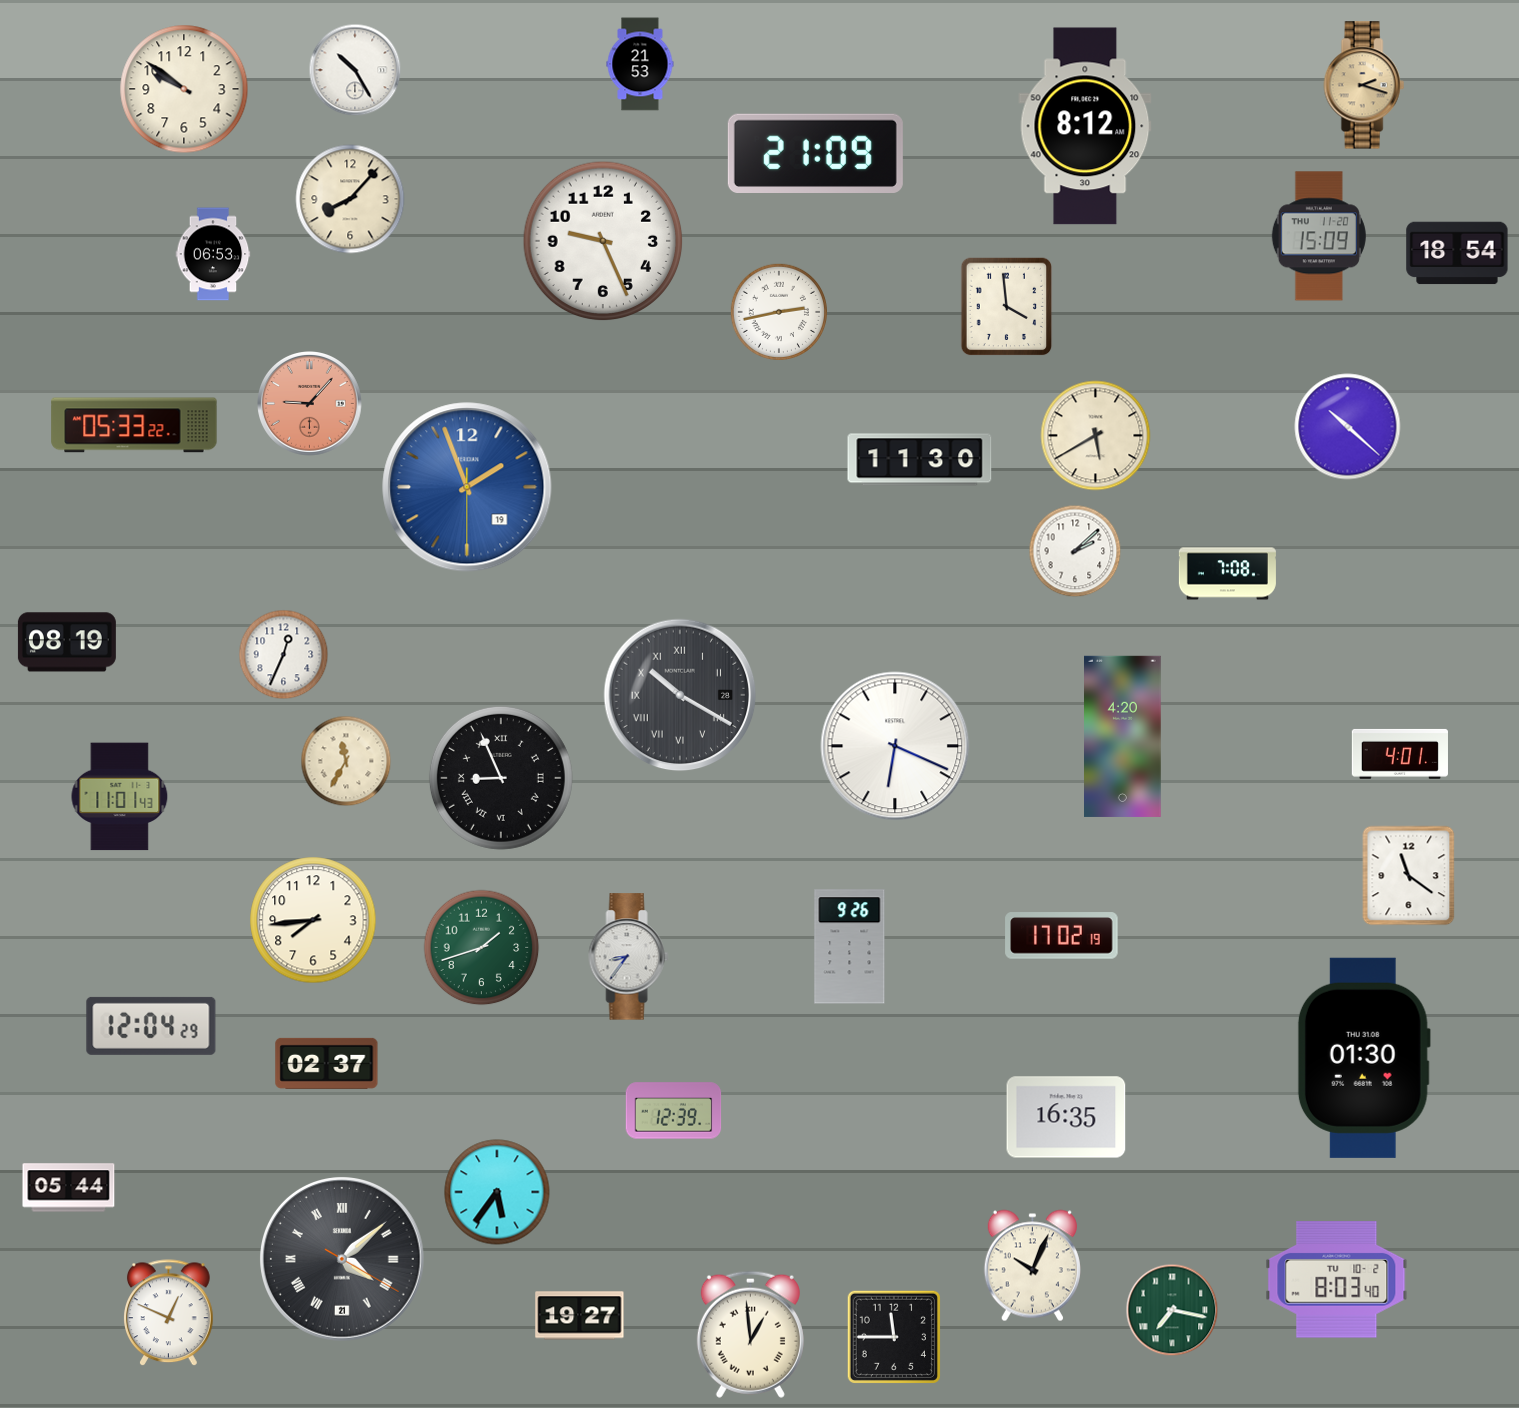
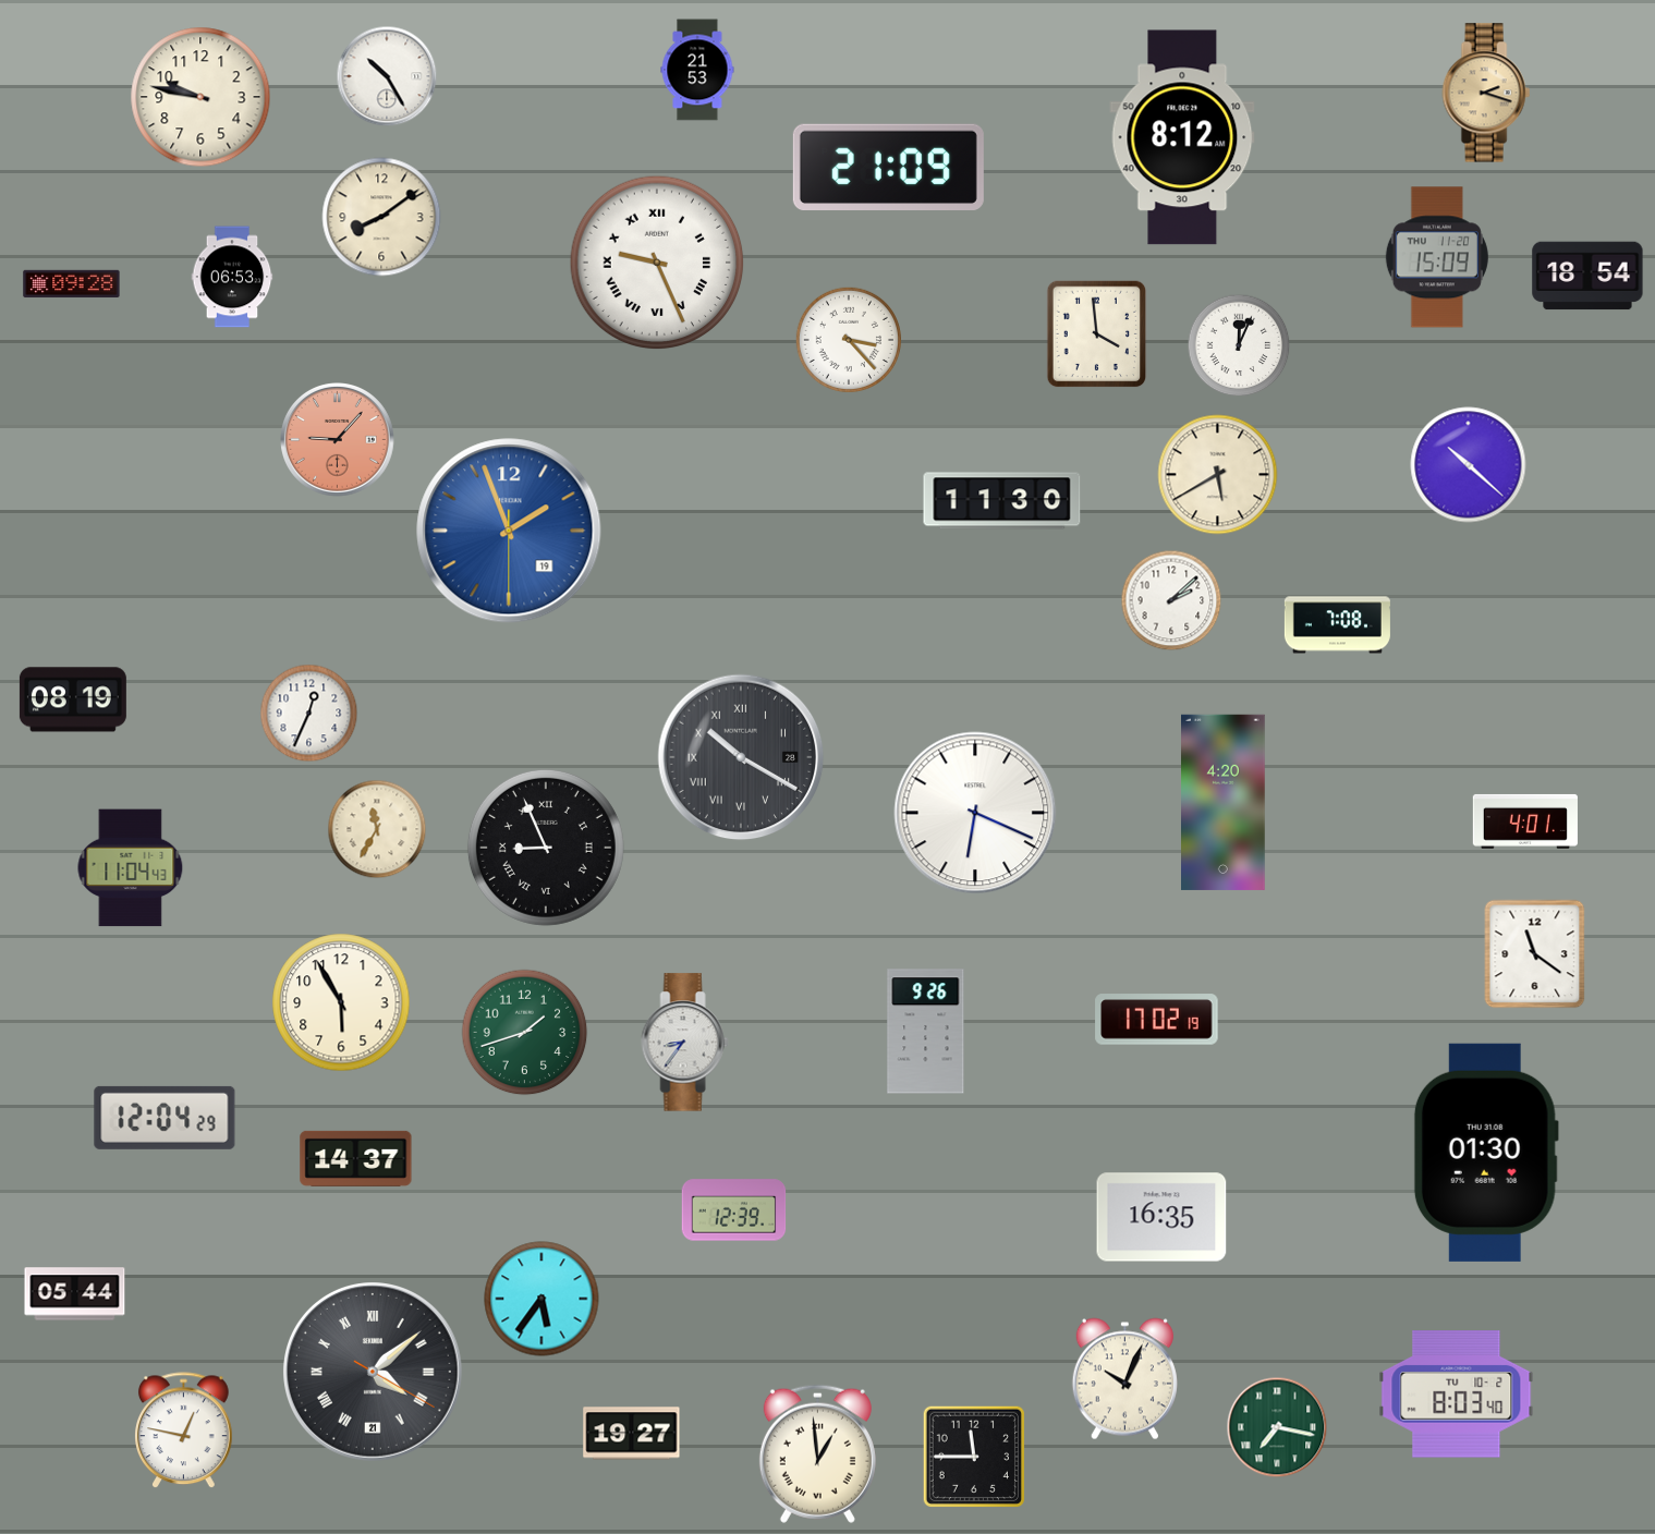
clock at (184, 89): 9:51 -> 9:47
clock at (350, 199): 8:07 -> 8:09
clock at (603, 241) numerals: Arabic -> Roman
clock at (72, 284): none -> 09:28
clock at (779, 312): 2:43 -> 3:23
clock at (1239, 345): none -> 12:04
clock at (134, 425): 05:33 -> none
clock at (1096, 436) position: (1096, 436) -> (1218, 475)
clock at (120, 797): 11:01 -> 11:04
clock at (313, 920): 7:44 -> 5:55
clock at (327, 1063): 02:37 -> 14:37
clock at (169, 1313): 12:49 -> 12:47
